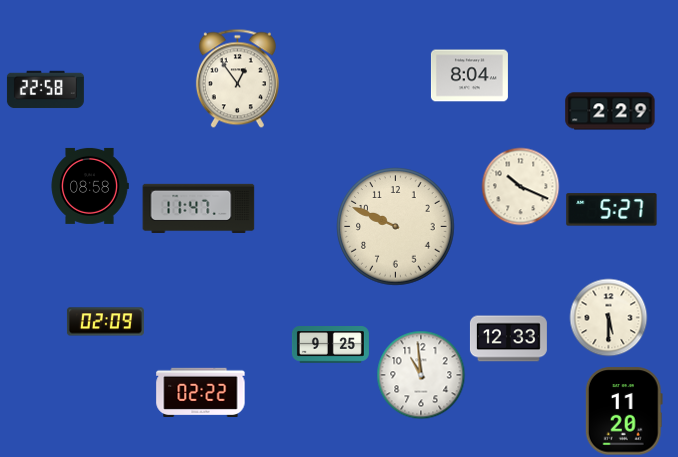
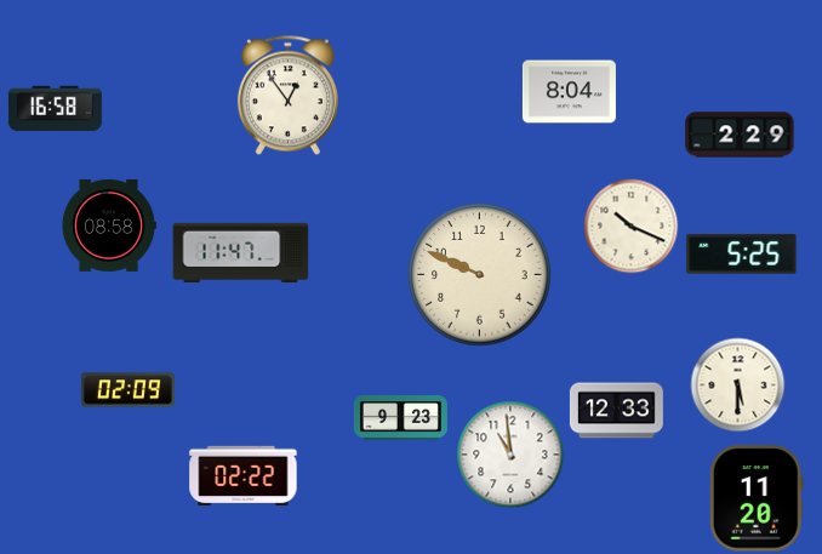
clock at (45, 90): 22:58 -> 16:58
clock at (612, 210): 5:27 -> 5:25
clock at (330, 345): 9:25 -> 9:23
